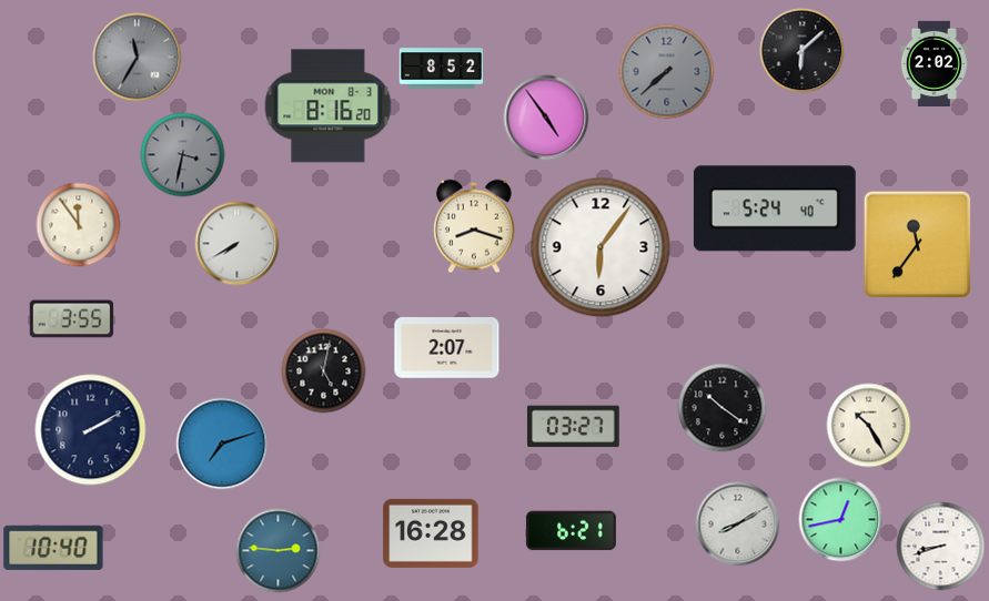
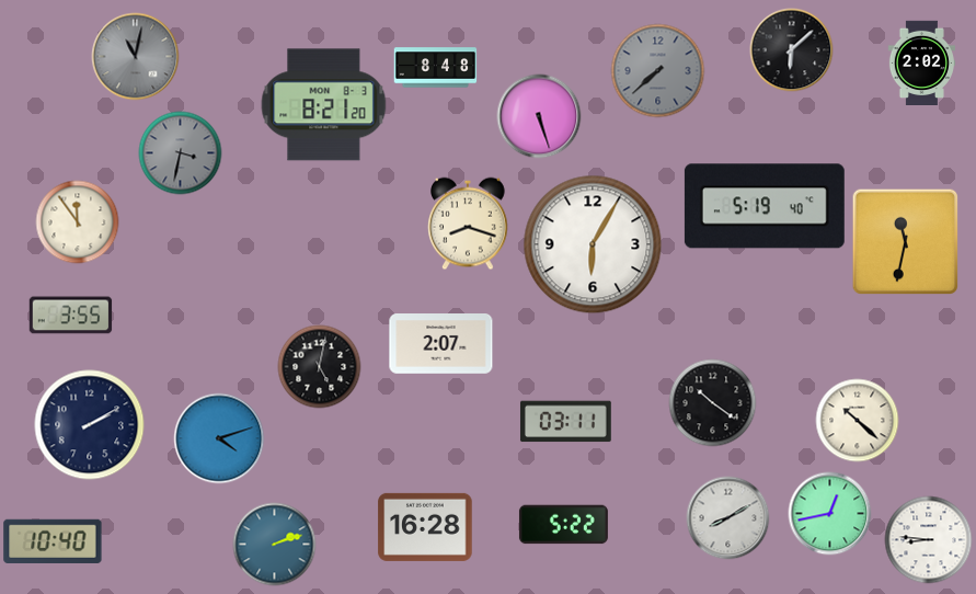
clock at (138, 58): 11:35 -> 11:02
clock at (442, 69): 8:52 -> 8:48
clock at (329, 106): 8:16 -> 8:21
clock at (546, 118): 4:54 -> 5:27
clock at (775, 208): 5:24 -> 5:19
clock at (238, 244): 7:40 -> none
clock at (918, 245): 11:36 -> 11:32
clock at (601, 247): 6:06 -> 6:05
clock at (869, 426): 10:25 -> 10:22
clock at (573, 427): 03:27 -> 03:11
clock at (222, 444): 7:12 -> 4:12
clock at (571, 531): 6:21 -> 5:22
clock at (941, 547): 8:42 -> 8:46
clock at (279, 551): 2:46 -> 2:12
